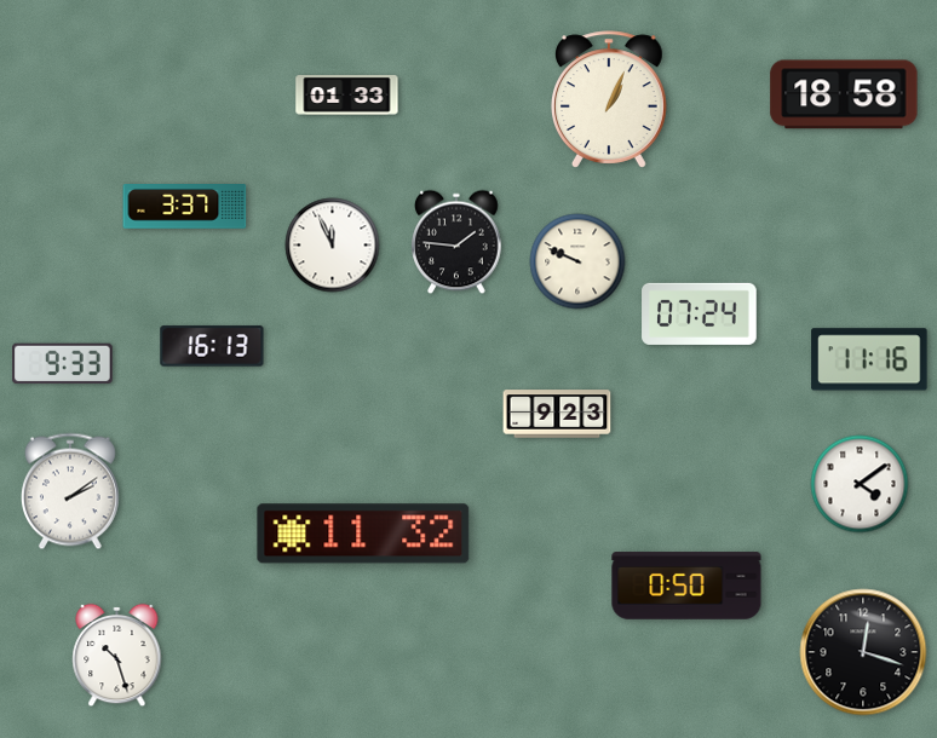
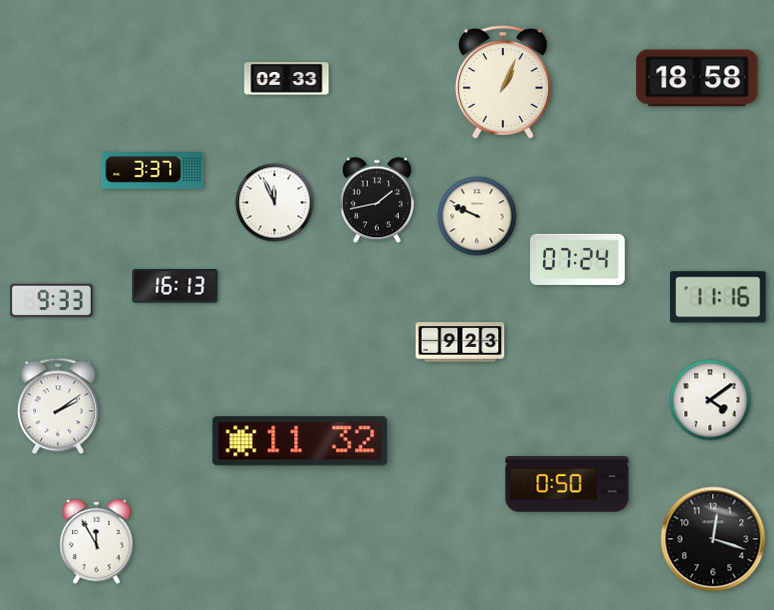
clock at (347, 96): 01:33 -> 02:33
clock at (456, 242): 1:46 -> 1:43
clock at (117, 656): 10:27 -> 11:55
